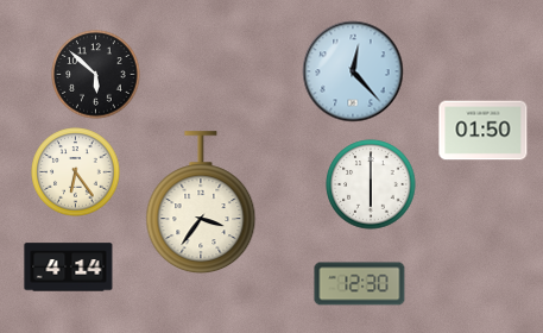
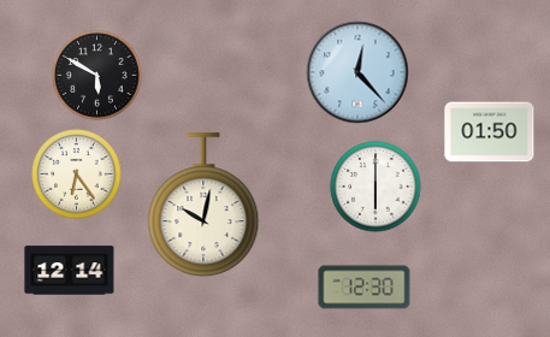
clock at (96, 75): 5:52 -> 5:50
clock at (201, 203): 3:36 -> 10:02
clock at (69, 268): 4:14 -> 12:14
